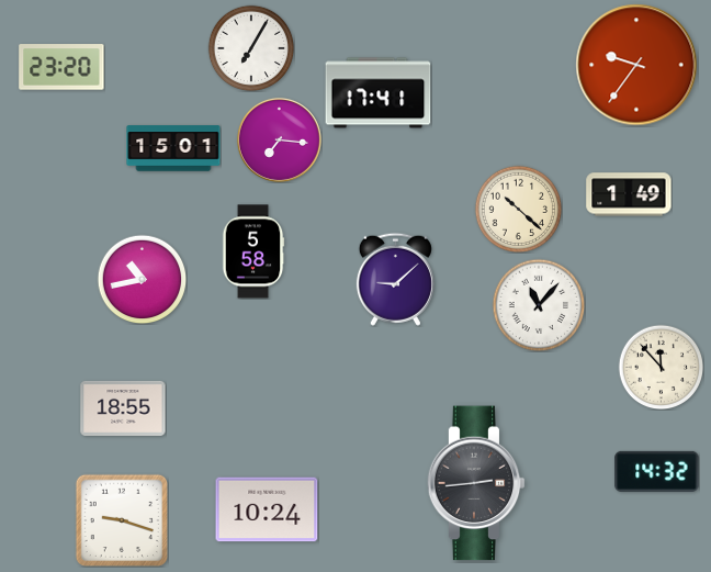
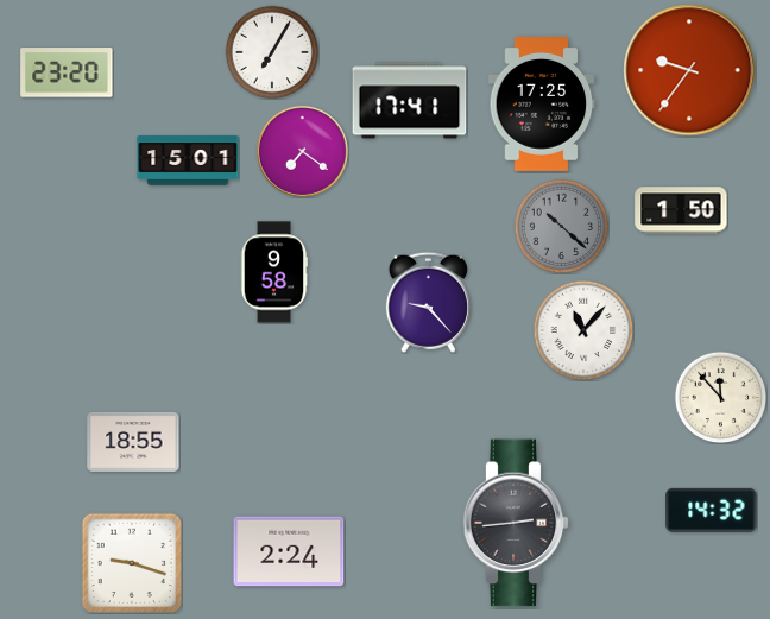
clock at (542, 105): none -> 17:25
clock at (279, 139): 7:16 -> 7:21
clock at (629, 194): 1:49 -> 1:50
clock at (518, 209) dial: cream -> grey
clock at (253, 251): 5:58 -> 9:58
clock at (142, 279): 10:43 -> none
clock at (395, 279): 9:08 -> 9:23
clock at (661, 367) position: (661, 367) -> (720, 397)
clock at (267, 509): 10:24 -> 2:24
